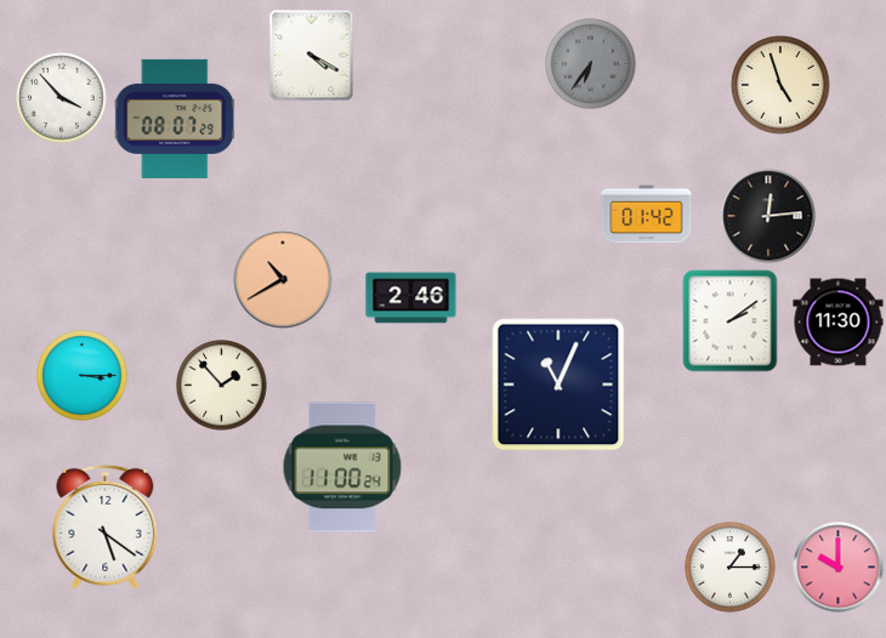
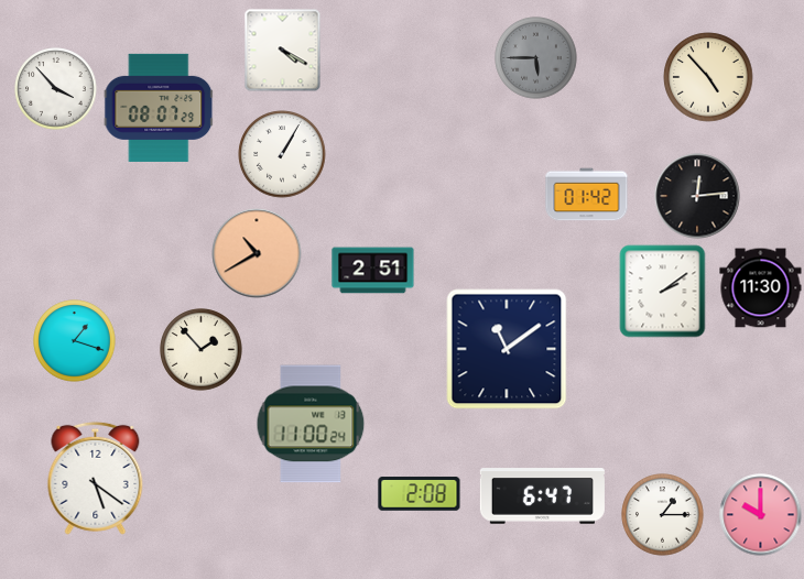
clock at (591, 64): 6:36 -> 5:45
clock at (780, 85): 4:57 -> 4:53
clock at (282, 154): none -> 1:05
clock at (411, 298): 2:46 -> 2:51
clock at (839, 323) position: (839, 323) -> (761, 288)
clock at (83, 376): 3:15 -> 1:18
clock at (558, 384): 11:04 -> 11:09
clock at (420, 494): none -> 2:08
clock at (542, 496): none -> 6:47
